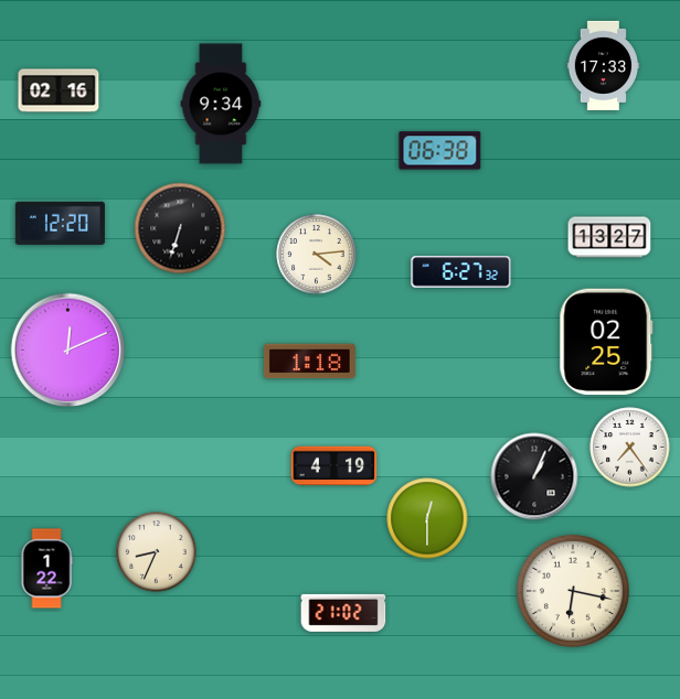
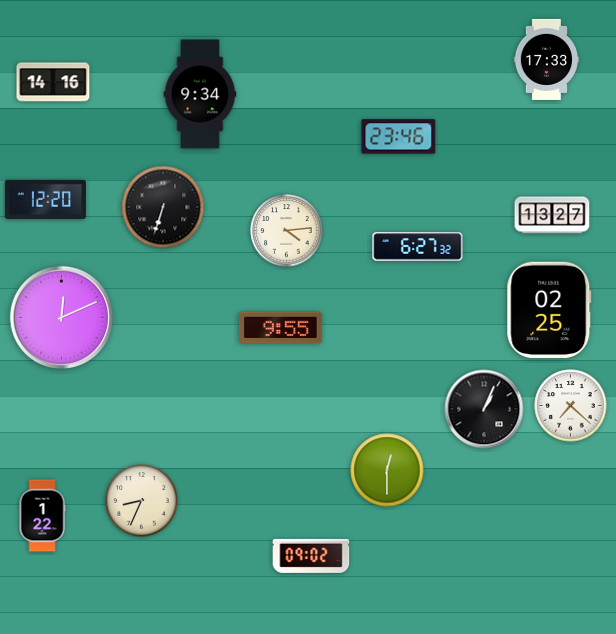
clock at (59, 90): 02:16 -> 14:16
clock at (440, 151): 06:38 -> 23:46
clock at (60, 223) position: (60, 223) -> (45, 199)
clock at (309, 362): 1:18 -> 9:55
clock at (630, 448): 7:24 -> 7:22
clock at (334, 466): 4:19 -> none
clock at (534, 476) position: (534, 476) -> (484, 409)
clock at (573, 591): 6:17 -> none
clock at (343, 613): 21:02 -> 09:02
